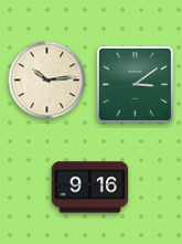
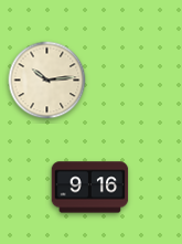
clock at (135, 84): 3:09 -> none
